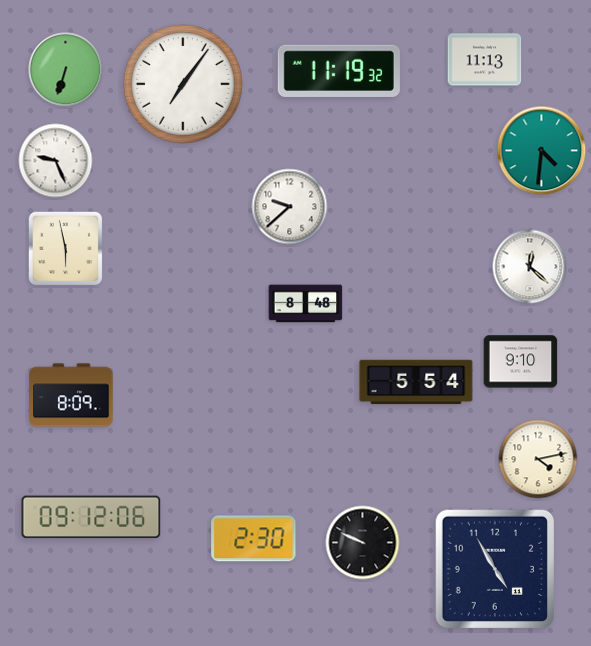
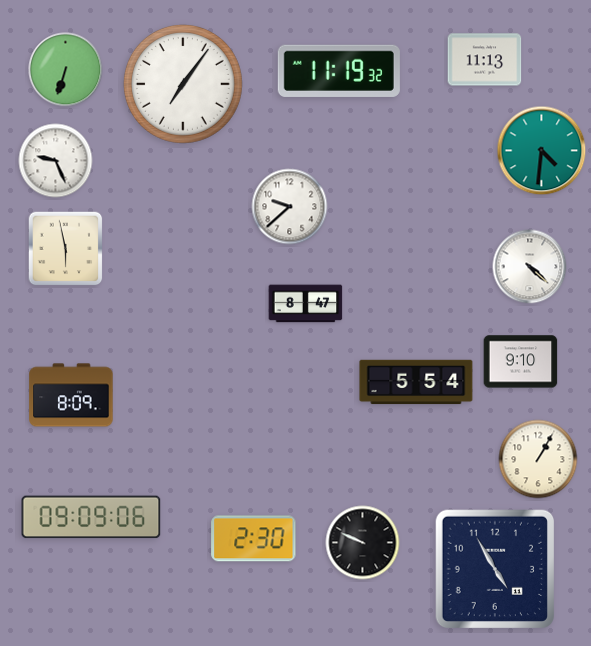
clock at (530, 267): 12:22 -> 4:22
clock at (306, 304): 8:48 -> 8:47
clock at (538, 459): 4:13 -> 1:05
clock at (91, 517): 09:12 -> 09:09
